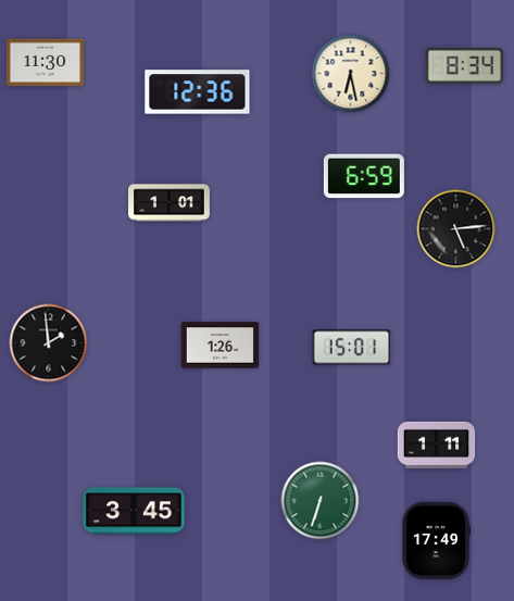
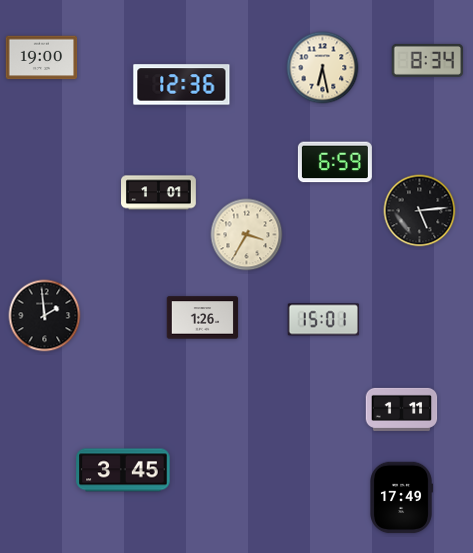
clock at (46, 63): 11:30 -> 19:00
clock at (170, 203) position: (170, 203) -> (159, 193)
clock at (247, 235): none -> 3:35
clock at (321, 501): 6:33 -> none
